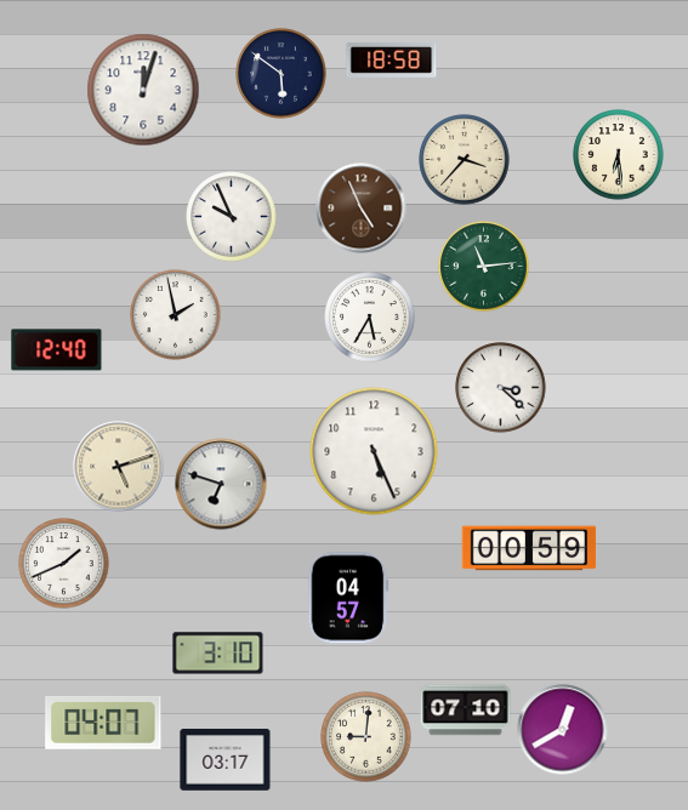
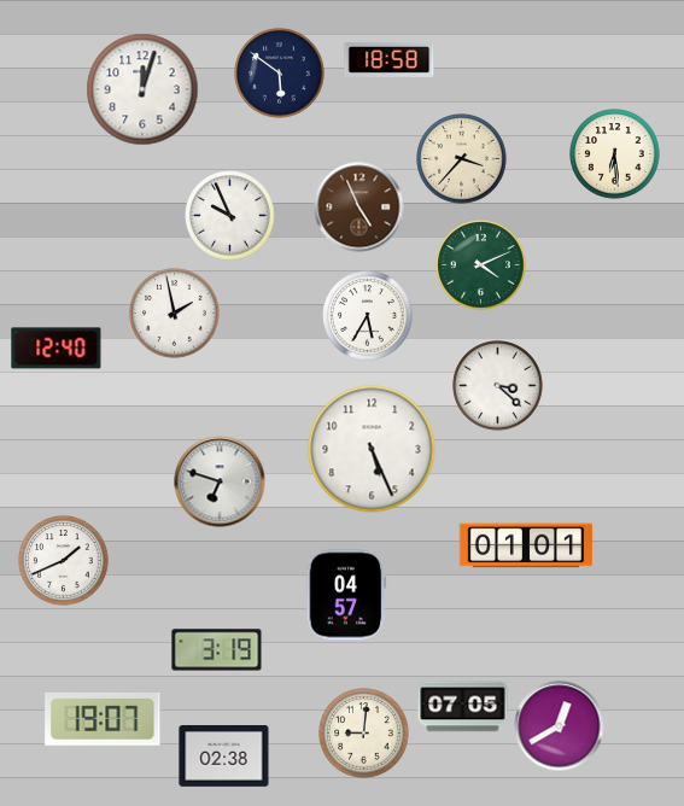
clock at (484, 267): 11:14 -> 4:11
clock at (119, 467): 5:12 -> none
clock at (529, 548): 00:59 -> 01:01
clock at (218, 654): 3:10 -> 3:19
clock at (466, 711): 07:10 -> 07:05
clock at (103, 723): 04:07 -> 19:07
clock at (226, 760): 03:17 -> 02:38
